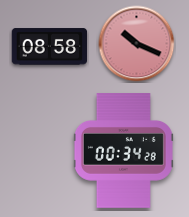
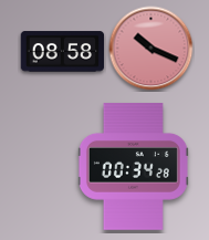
clock at (50, 47) position: (50, 47) -> (63, 52)
clock at (123, 151) position: (123, 151) -> (133, 167)
